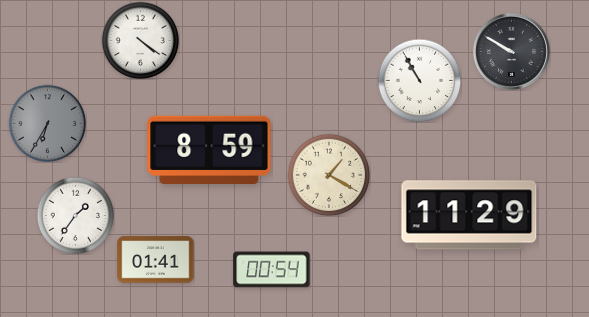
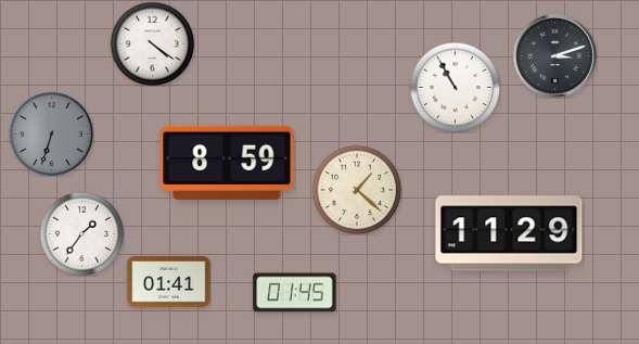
clock at (511, 51): 9:50 -> 3:12
clock at (47, 123): 6:35 -> 6:33
clock at (329, 175): 1:20 -> 1:22
clock at (272, 270): 00:54 -> 01:45
